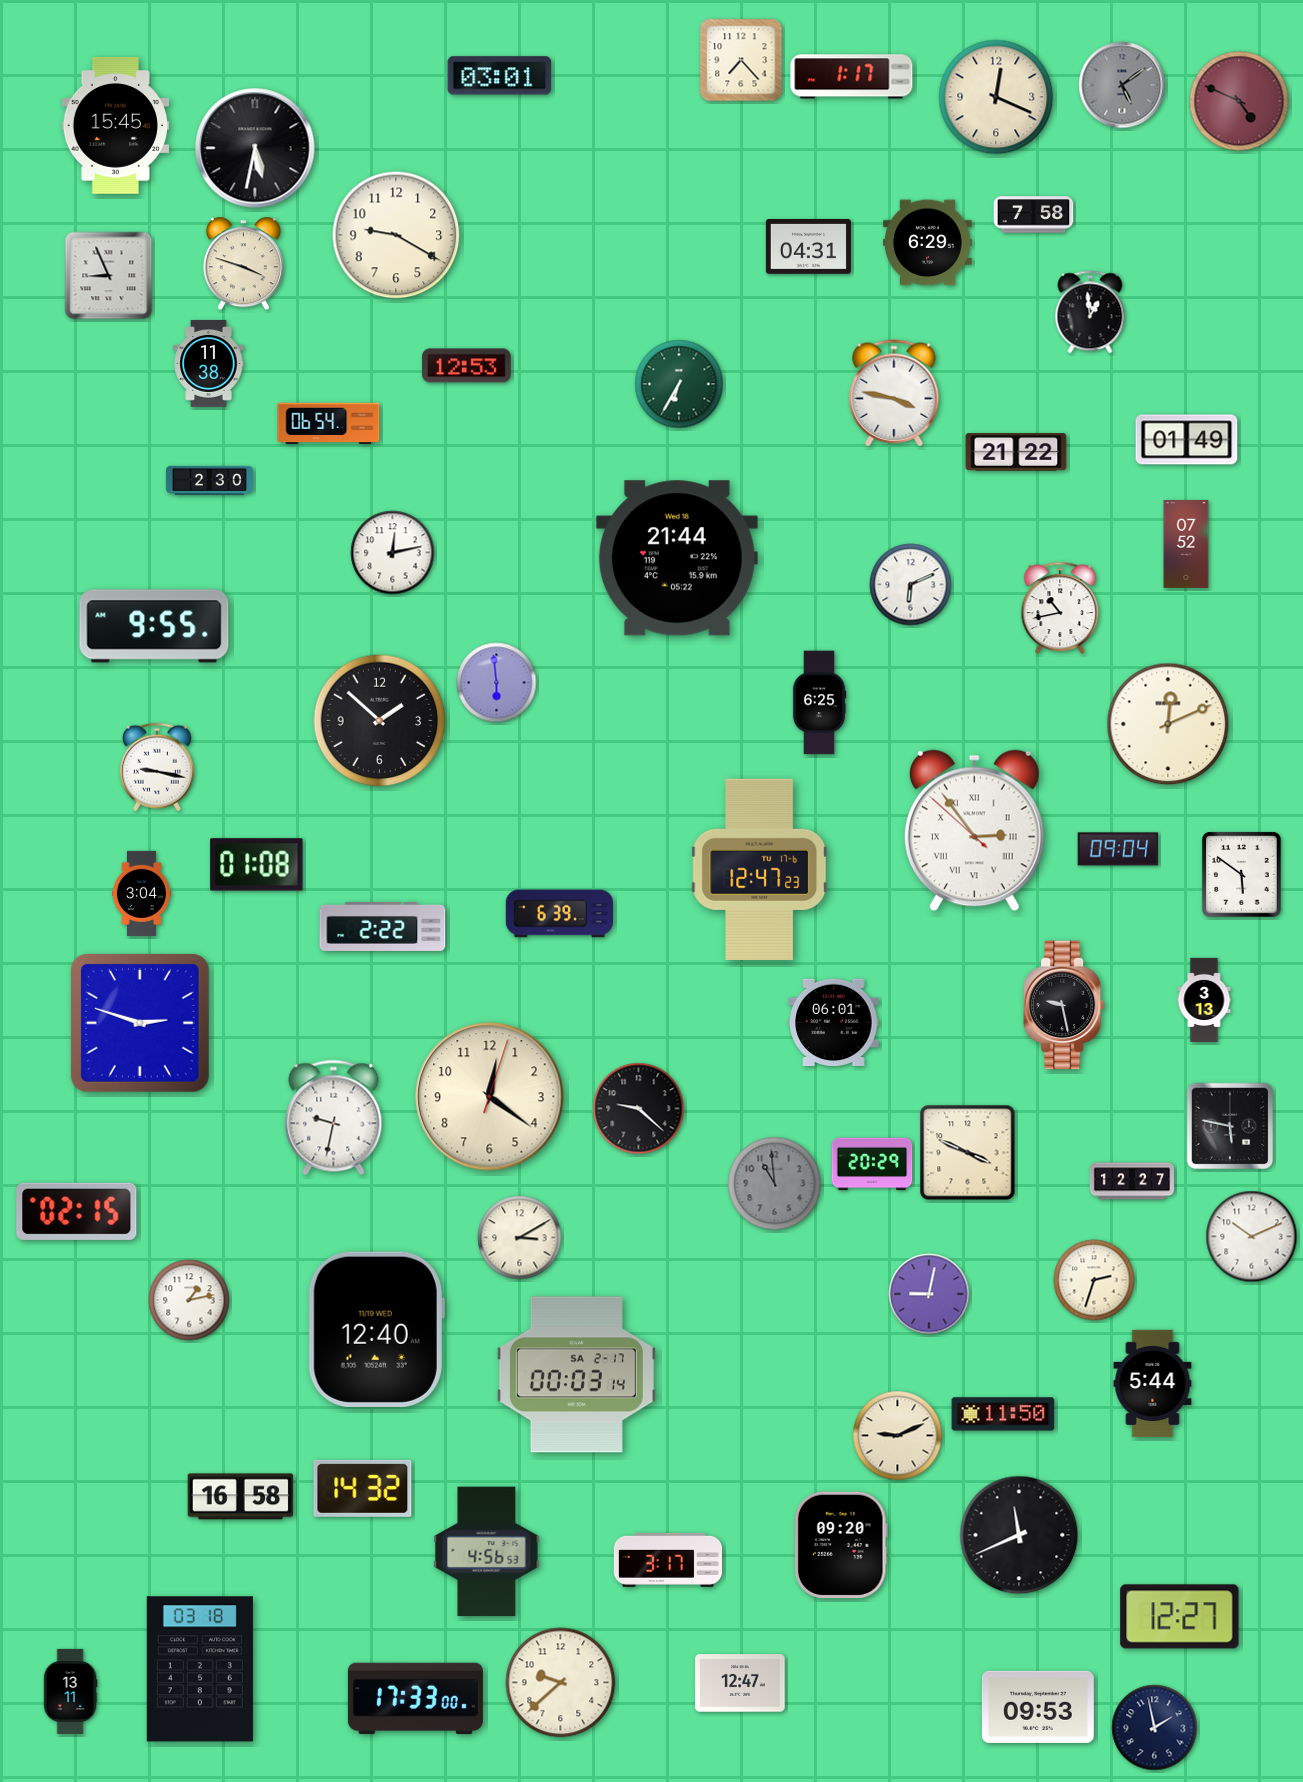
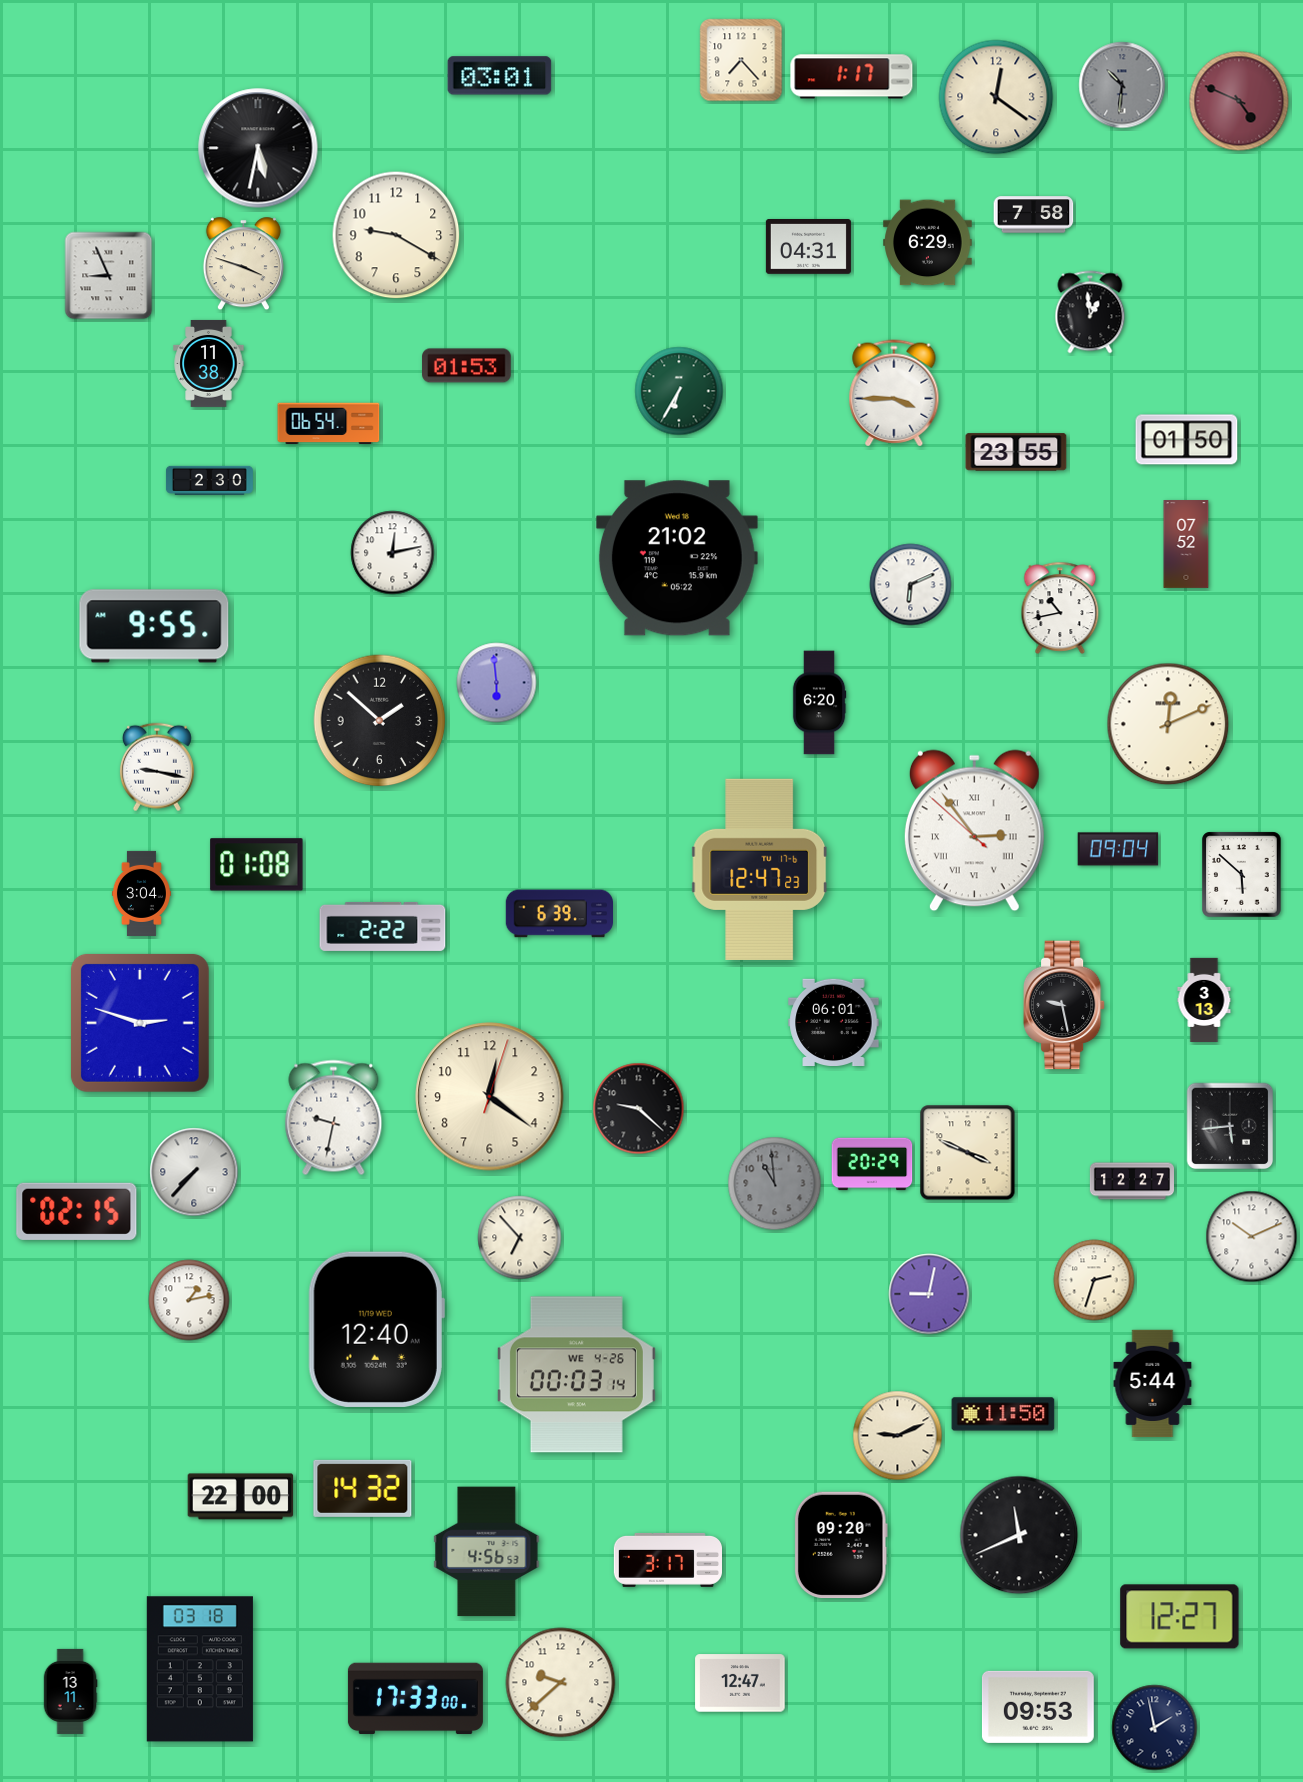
clock at (1122, 85): 5:09 -> 10:31
clock at (996, 97): 12:19 -> 12:21
clock at (116, 125): 15:45 -> none
clock at (255, 148) position: (255, 148) -> (258, 148)
clock at (467, 366): 12:53 -> 01:53
clock at (679, 384) position: (679, 384) -> (679, 391)
clock at (894, 393): 3:47 -> 3:45
clock at (1187, 440): 01:49 -> 01:50
clock at (1016, 452): 21:22 -> 23:55
clock at (677, 558): 21:44 -> 21:02
clock at (819, 703): 6:25 -> 6:20
clock at (1242, 875): 5:51 -> 5:52
clock at (1230, 1126): 5:47 -> 5:44
clock at (194, 1172): none -> 7:37
clock at (520, 1238): 3:10 -> 6:53
clock at (576, 1375) date: SA 2-17 -> WE 4-26
clock at (241, 1497): 16:58 -> 22:00
